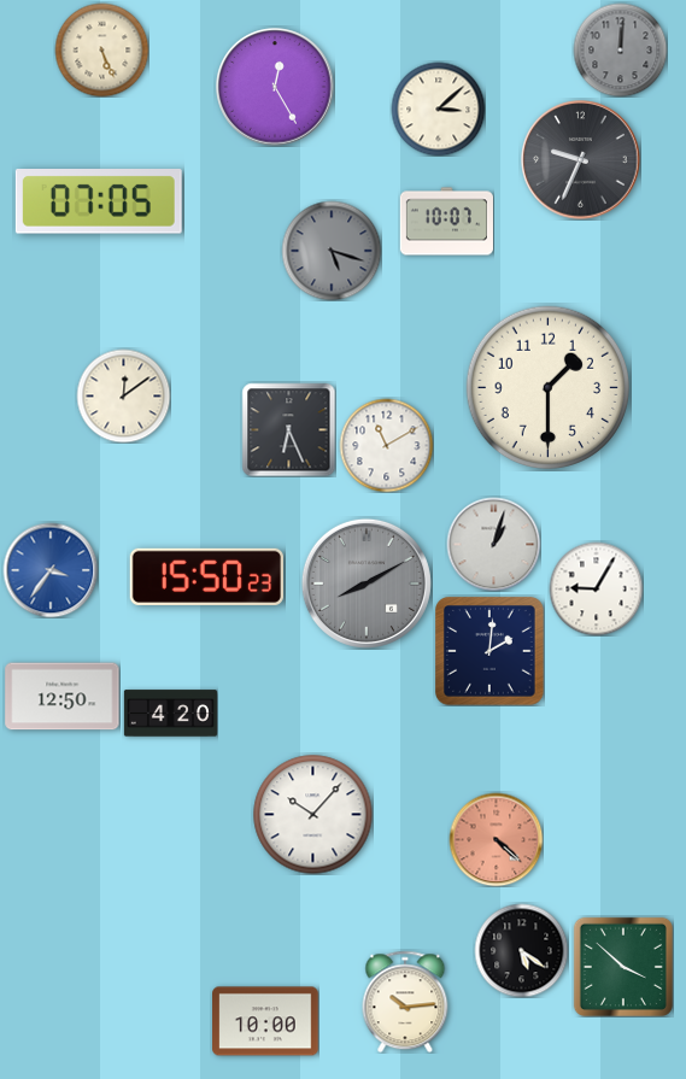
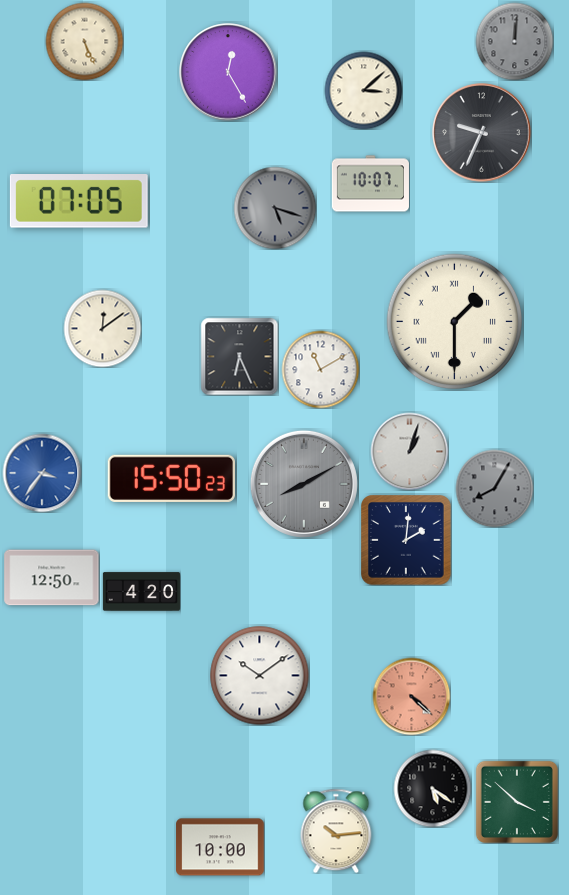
clock at (99, 201) position: (99, 201) -> (79, 201)
clock at (549, 388) numerals: Arabic -> Roman
clock at (596, 588): 9:05 -> 8:05
clock at (596, 588) dial: white -> grey
clock at (313, 815): 10:07 -> 10:09
